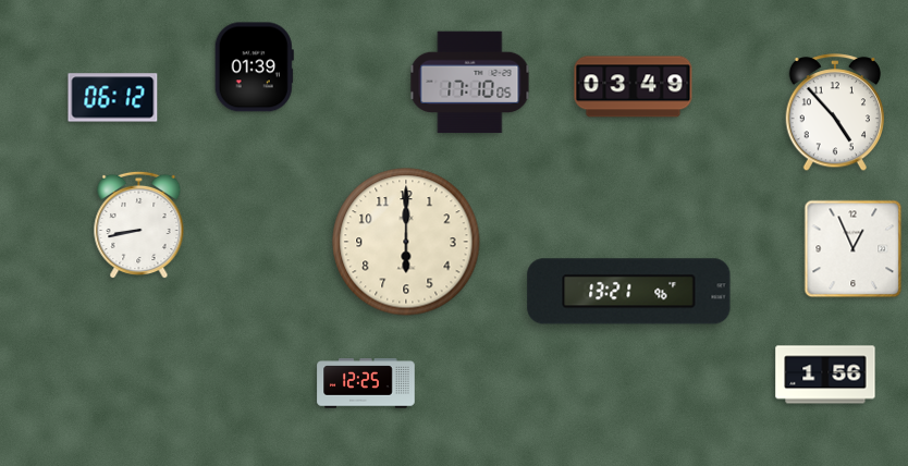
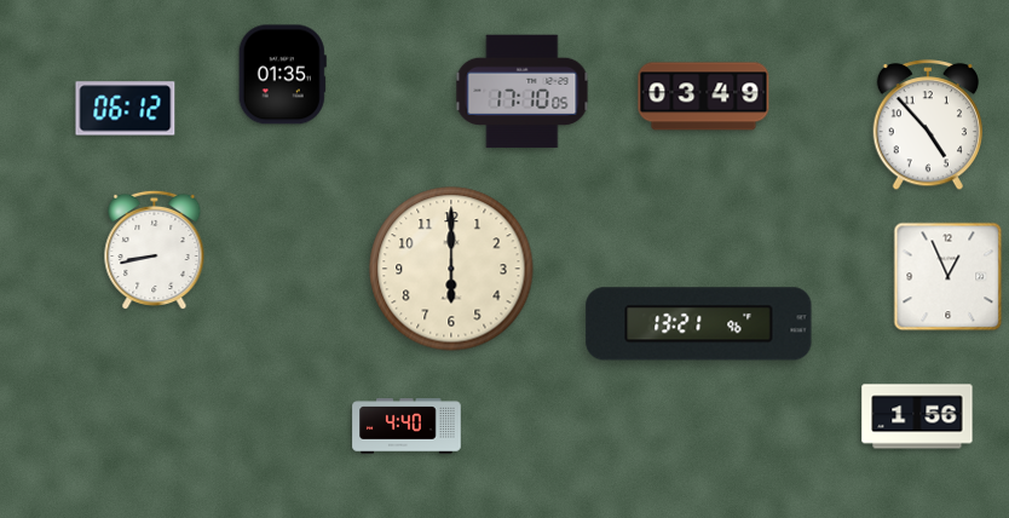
clock at (254, 68): 01:39 -> 01:35
clock at (366, 383): 12:25 -> 4:40
